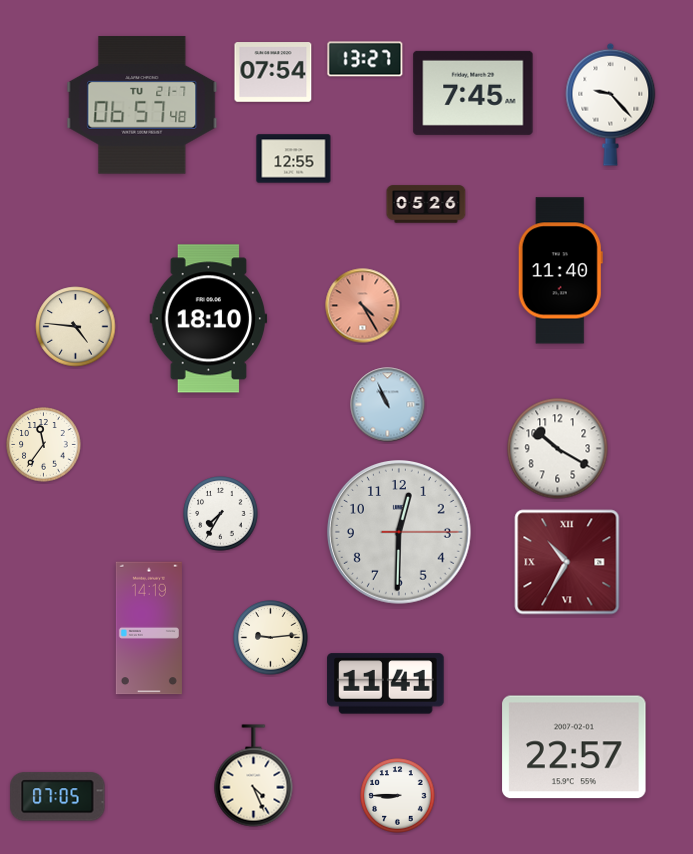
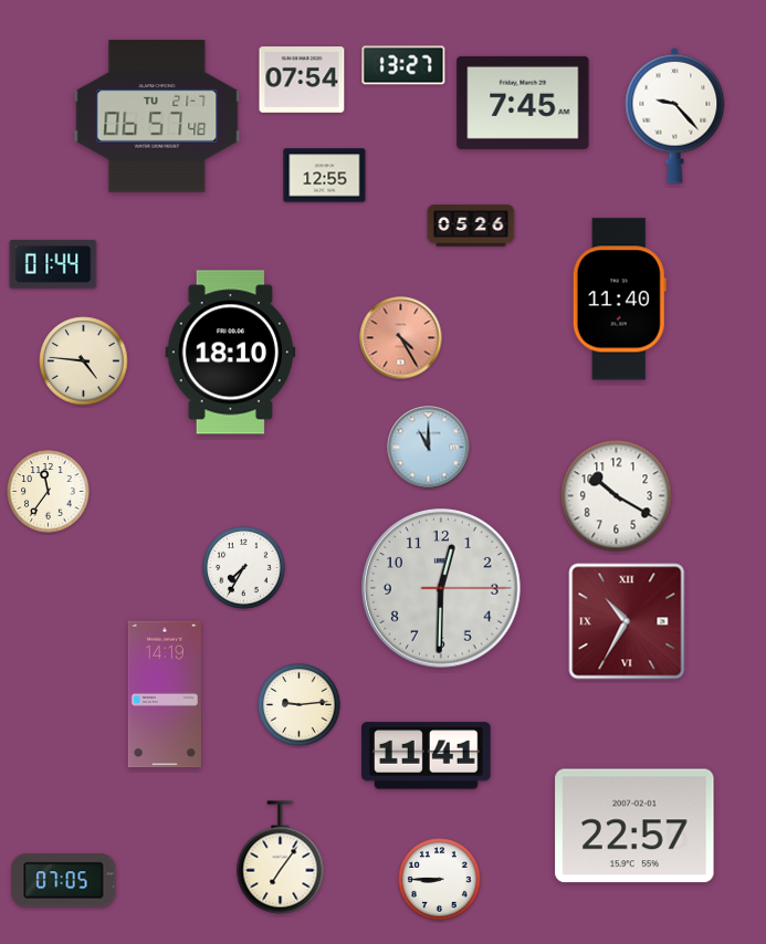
clock at (53, 264): none -> 01:44
clock at (388, 405): 10:56 -> 11:00
clock at (254, 776): 4:26 -> 7:06
